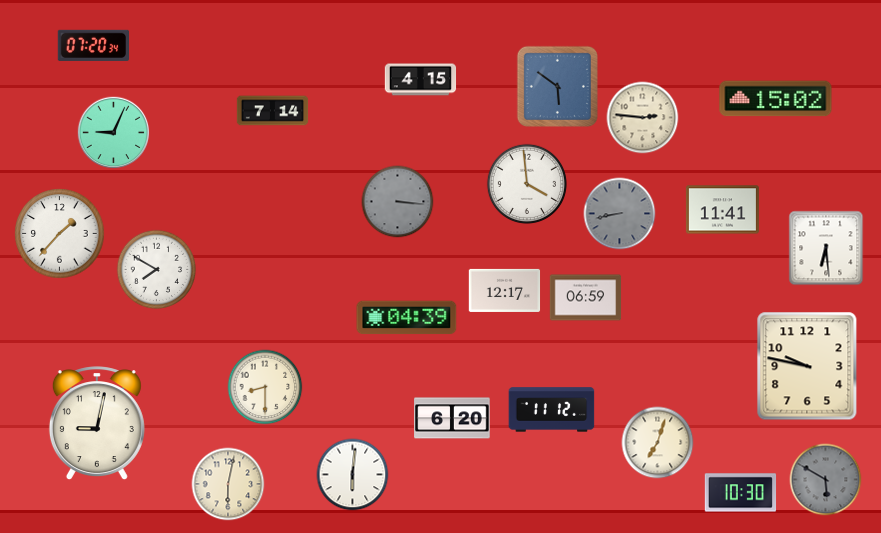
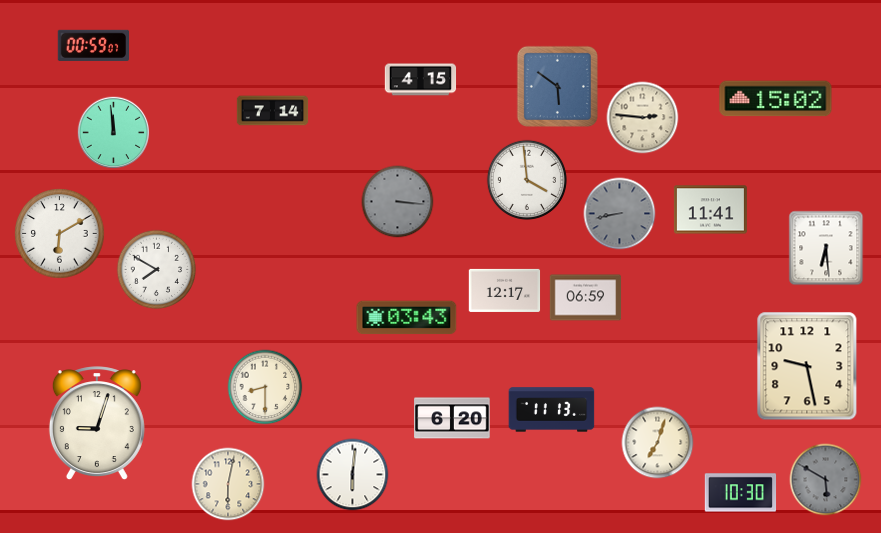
clock at (93, 45): 07:20 -> 00:59
clock at (114, 133): 9:04 -> 11:59
clock at (526, 183) position: (526, 183) -> (526, 179)
clock at (722, 210) position: (722, 210) -> (710, 210)
clock at (60, 234): 1:37 -> 6:10
clock at (407, 318): 04:39 -> 03:43
clock at (807, 366): 9:47 -> 9:28
clock at (552, 410): 11:12 -> 11:13
clock at (97, 424): 9:02 -> 9:03
